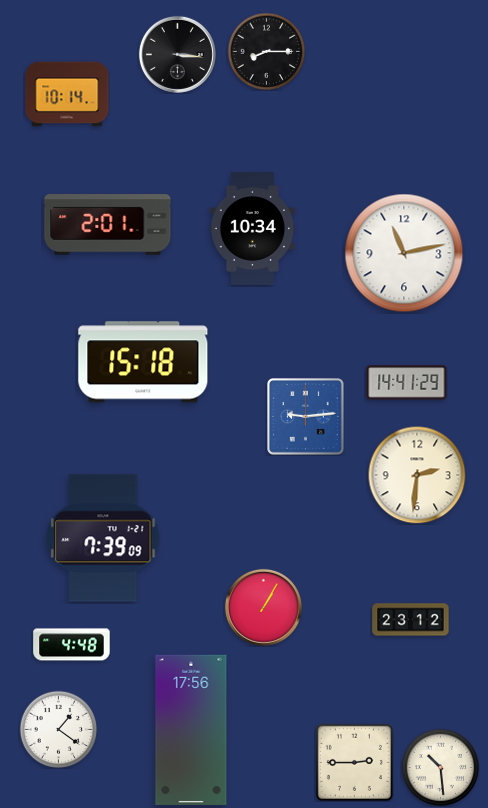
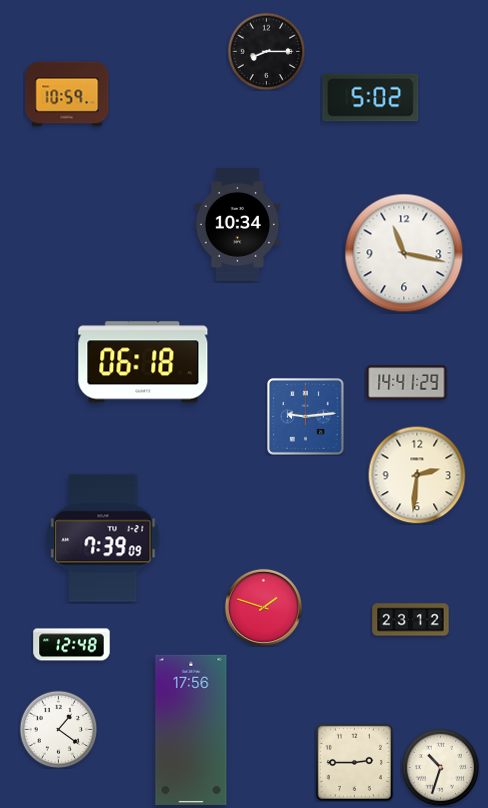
clock at (177, 54): 3:16 -> none
clock at (67, 94): 10:14 -> 10:59
clock at (371, 98): none -> 5:02
clock at (108, 225): 2:01 -> none
clock at (253, 228) position: (253, 228) -> (238, 224)
clock at (404, 253): 11:13 -> 11:17
clock at (143, 362): 15:18 -> 06:18
clock at (263, 607): 1:05 -> 1:48
clock at (72, 645): 4:48 -> 12:48
clock at (440, 767): 10:29 -> 10:33
